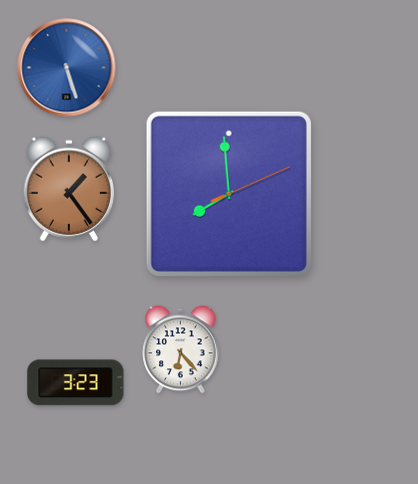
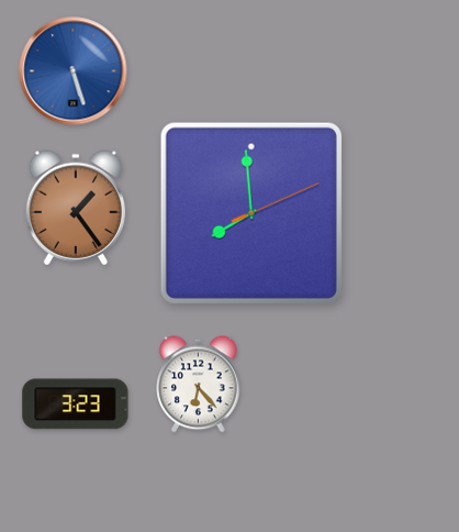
clock at (67, 68) position: (67, 68) -> (74, 71)
clock at (76, 383) position: (76, 383) -> (76, 404)
